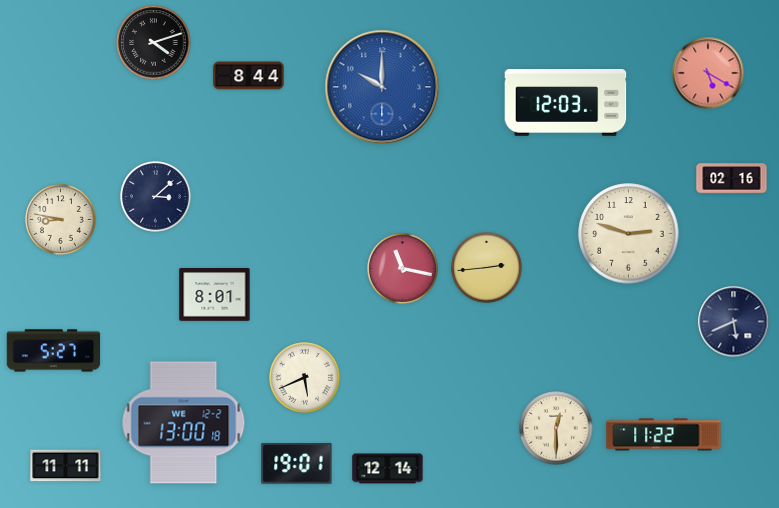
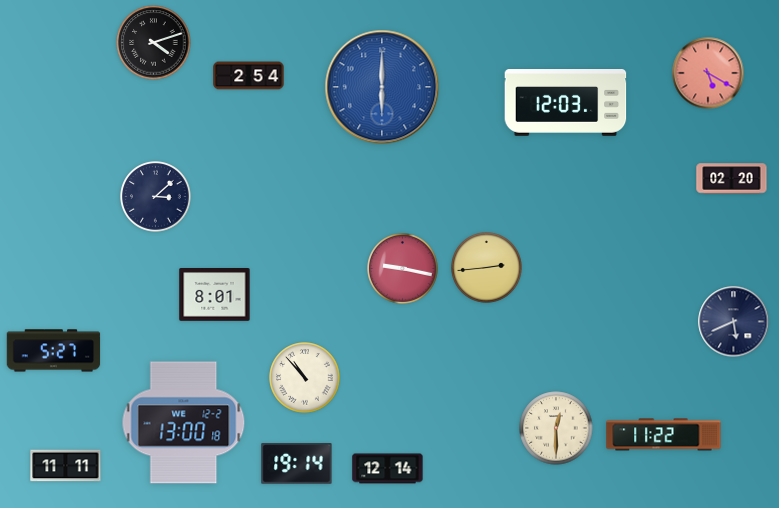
clock at (249, 76): 8:44 -> 2:54
clock at (382, 87): 10:00 -> 6:00
clock at (732, 179): 02:16 -> 02:20
clock at (61, 220): 8:47 -> none
clock at (629, 234): 2:48 -> none
clock at (403, 269): 11:17 -> 9:17
clock at (305, 378): 5:41 -> 10:53
clock at (297, 464): 19:01 -> 19:14
